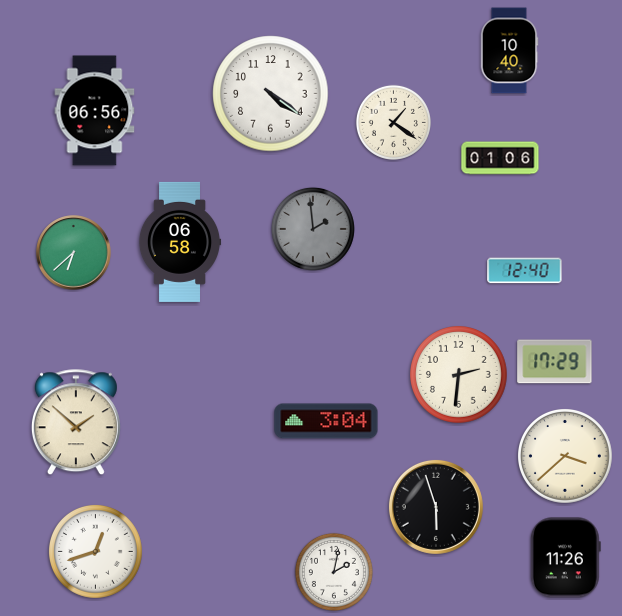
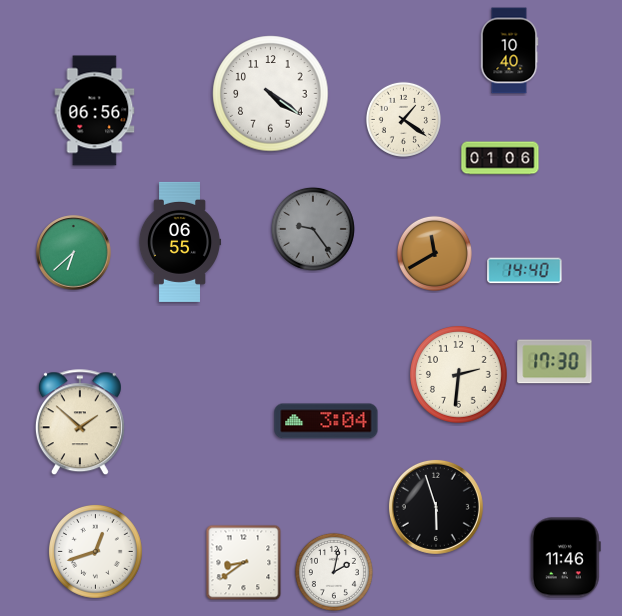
clock at (393, 122) position: (393, 122) -> (403, 119)
clock at (313, 229): 1:59 -> 9:24
clock at (180, 242): 06:58 -> 06:55
clock at (434, 253): none -> 11:40
clock at (525, 271): 12:40 -> 14:40
clock at (555, 362): 17:29 -> 17:30
clock at (76, 423) position: (76, 423) -> (80, 423)
clock at (566, 457): 3:38 -> none
clock at (565, 558): 11:26 -> 11:46
clock at (244, 563): none -> 8:39
